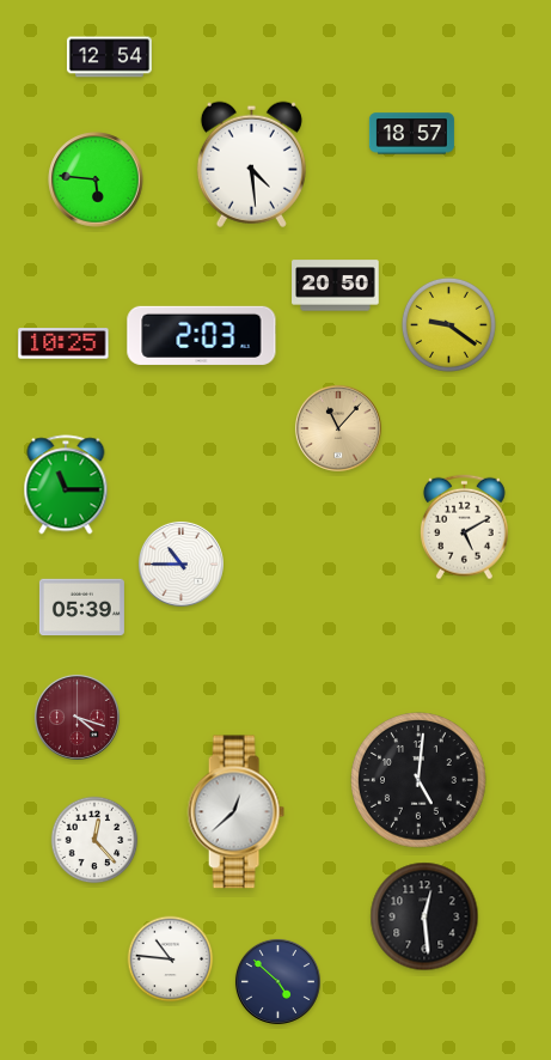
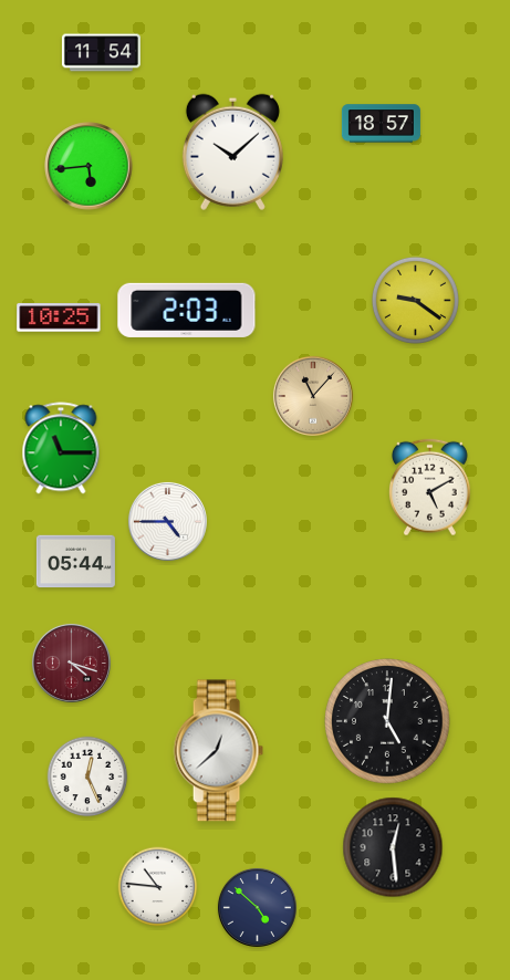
clock at (109, 57): 12:54 -> 11:54
clock at (251, 164): 4:29 -> 10:08
clock at (96, 179): 5:46 -> 5:44
clock at (336, 286): 20:50 -> none
clock at (180, 563): 10:45 -> 4:45
clock at (81, 608): 05:39 -> 05:44
clock at (94, 840): 12:23 -> 12:26
